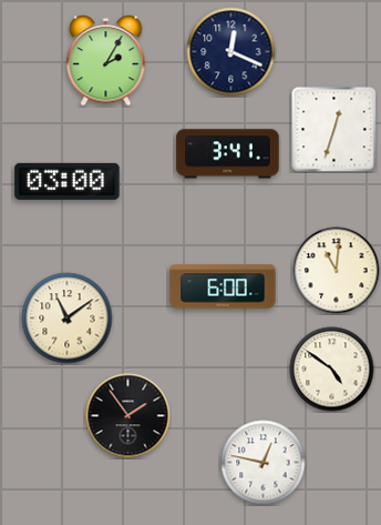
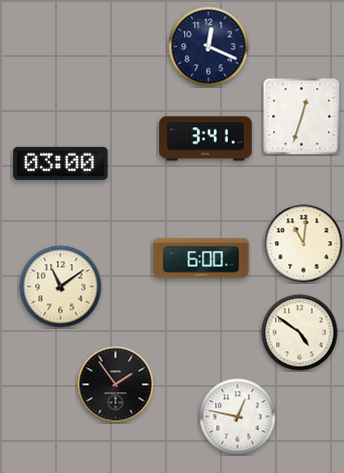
clock at (106, 61): 2:05 -> none
clock at (128, 416) position: (128, 416) -> (116, 385)
